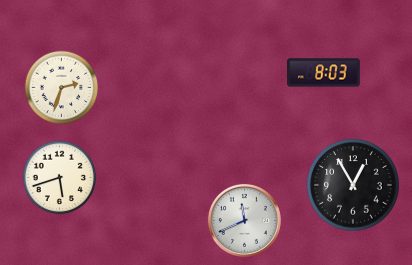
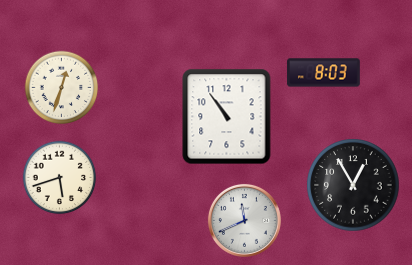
clock at (62, 88): 2:33 -> 12:33
clock at (227, 117): none -> 10:54
